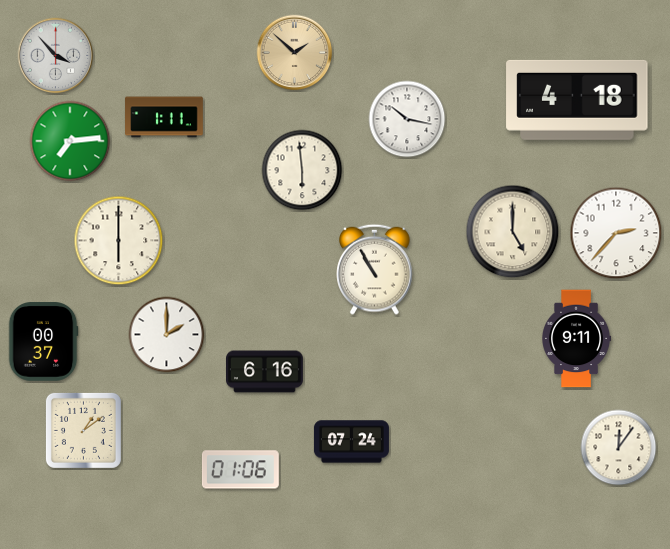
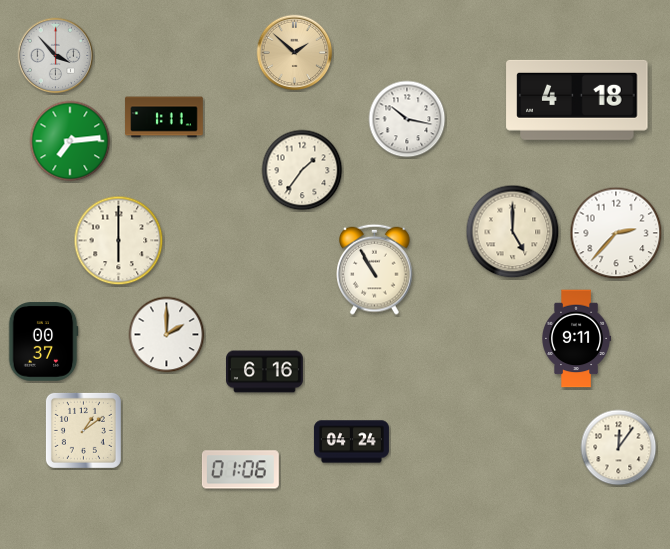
clock at (302, 170): 5:59 -> 1:36
clock at (351, 442): 07:24 -> 04:24
